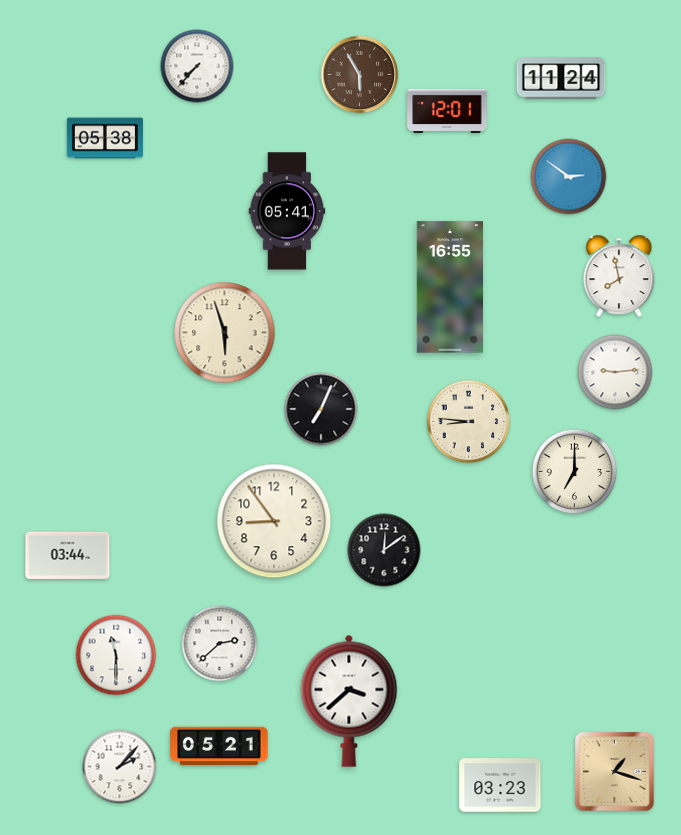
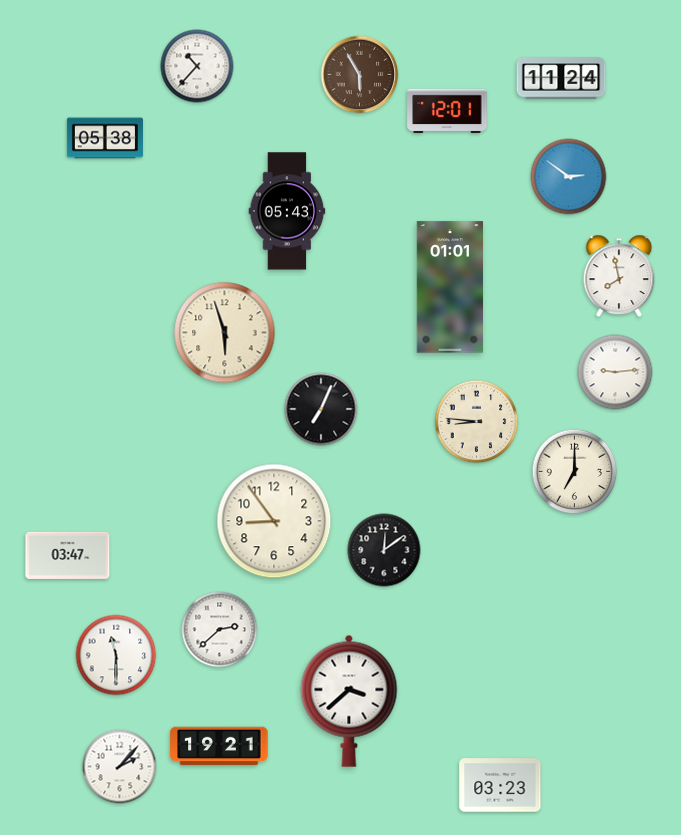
clock at (197, 66): 7:37 -> 10:37
clock at (287, 211): 05:41 -> 05:43
clock at (449, 287): 16:55 -> 01:01
clock at (469, 422) position: (469, 422) -> (477, 422)
clock at (68, 555): 03:44 -> 03:47
clock at (220, 644) position: (220, 644) -> (220, 630)
clock at (219, 746): 05:21 -> 19:21
clock at (615, 772): 1:18 -> none
